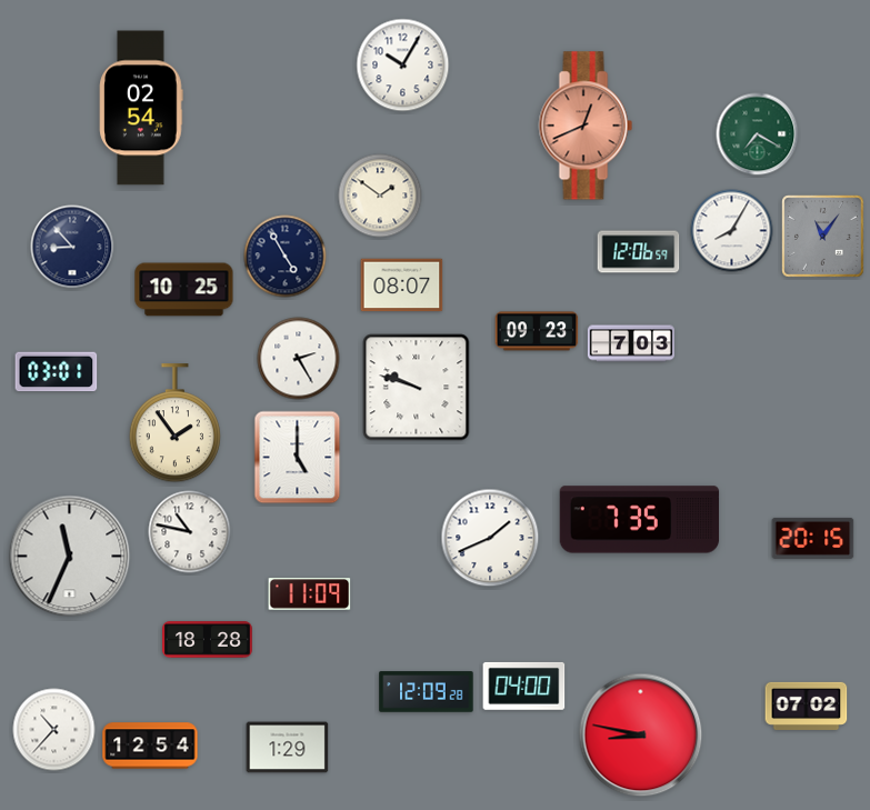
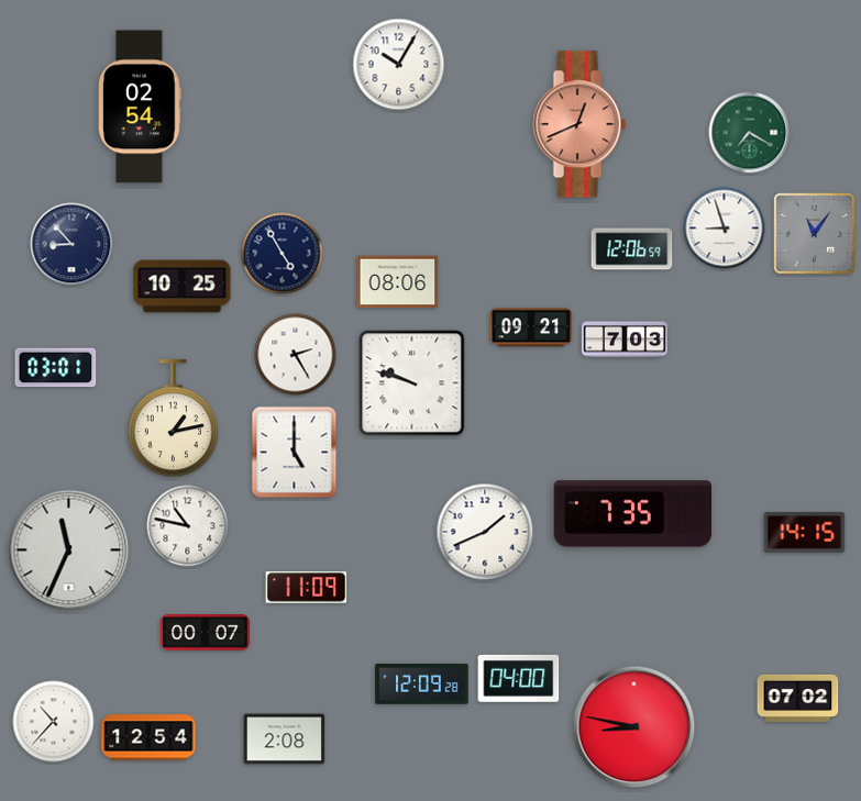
clock at (380, 196): 1:51 -> none
clock at (732, 231): 8:05 -> 8:57
clock at (402, 286): 08:07 -> 08:06
clock at (537, 331): 09:23 -> 09:21
clock at (174, 423): 1:54 -> 1:13
clock at (813, 538): 20:15 -> 14:15
clock at (208, 640): 18:28 -> 00:07
clock at (288, 748): 1:29 -> 2:08
